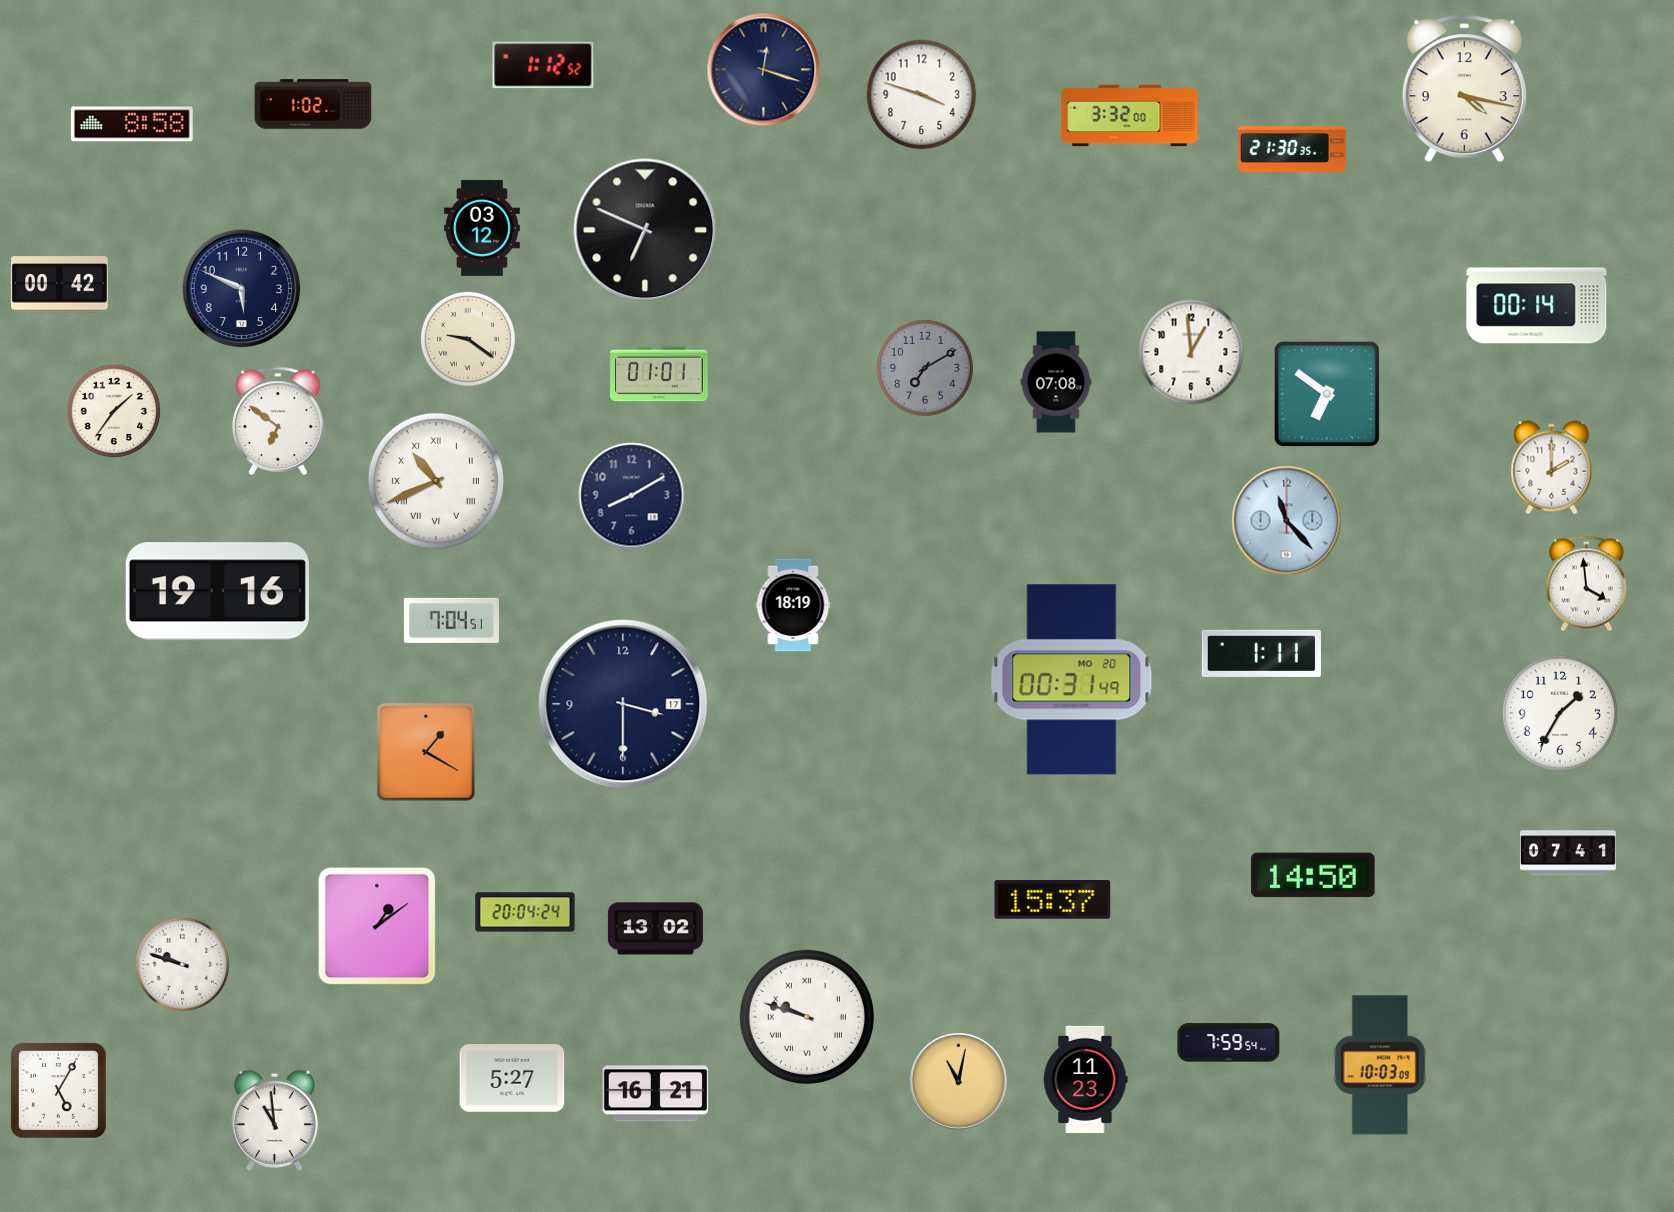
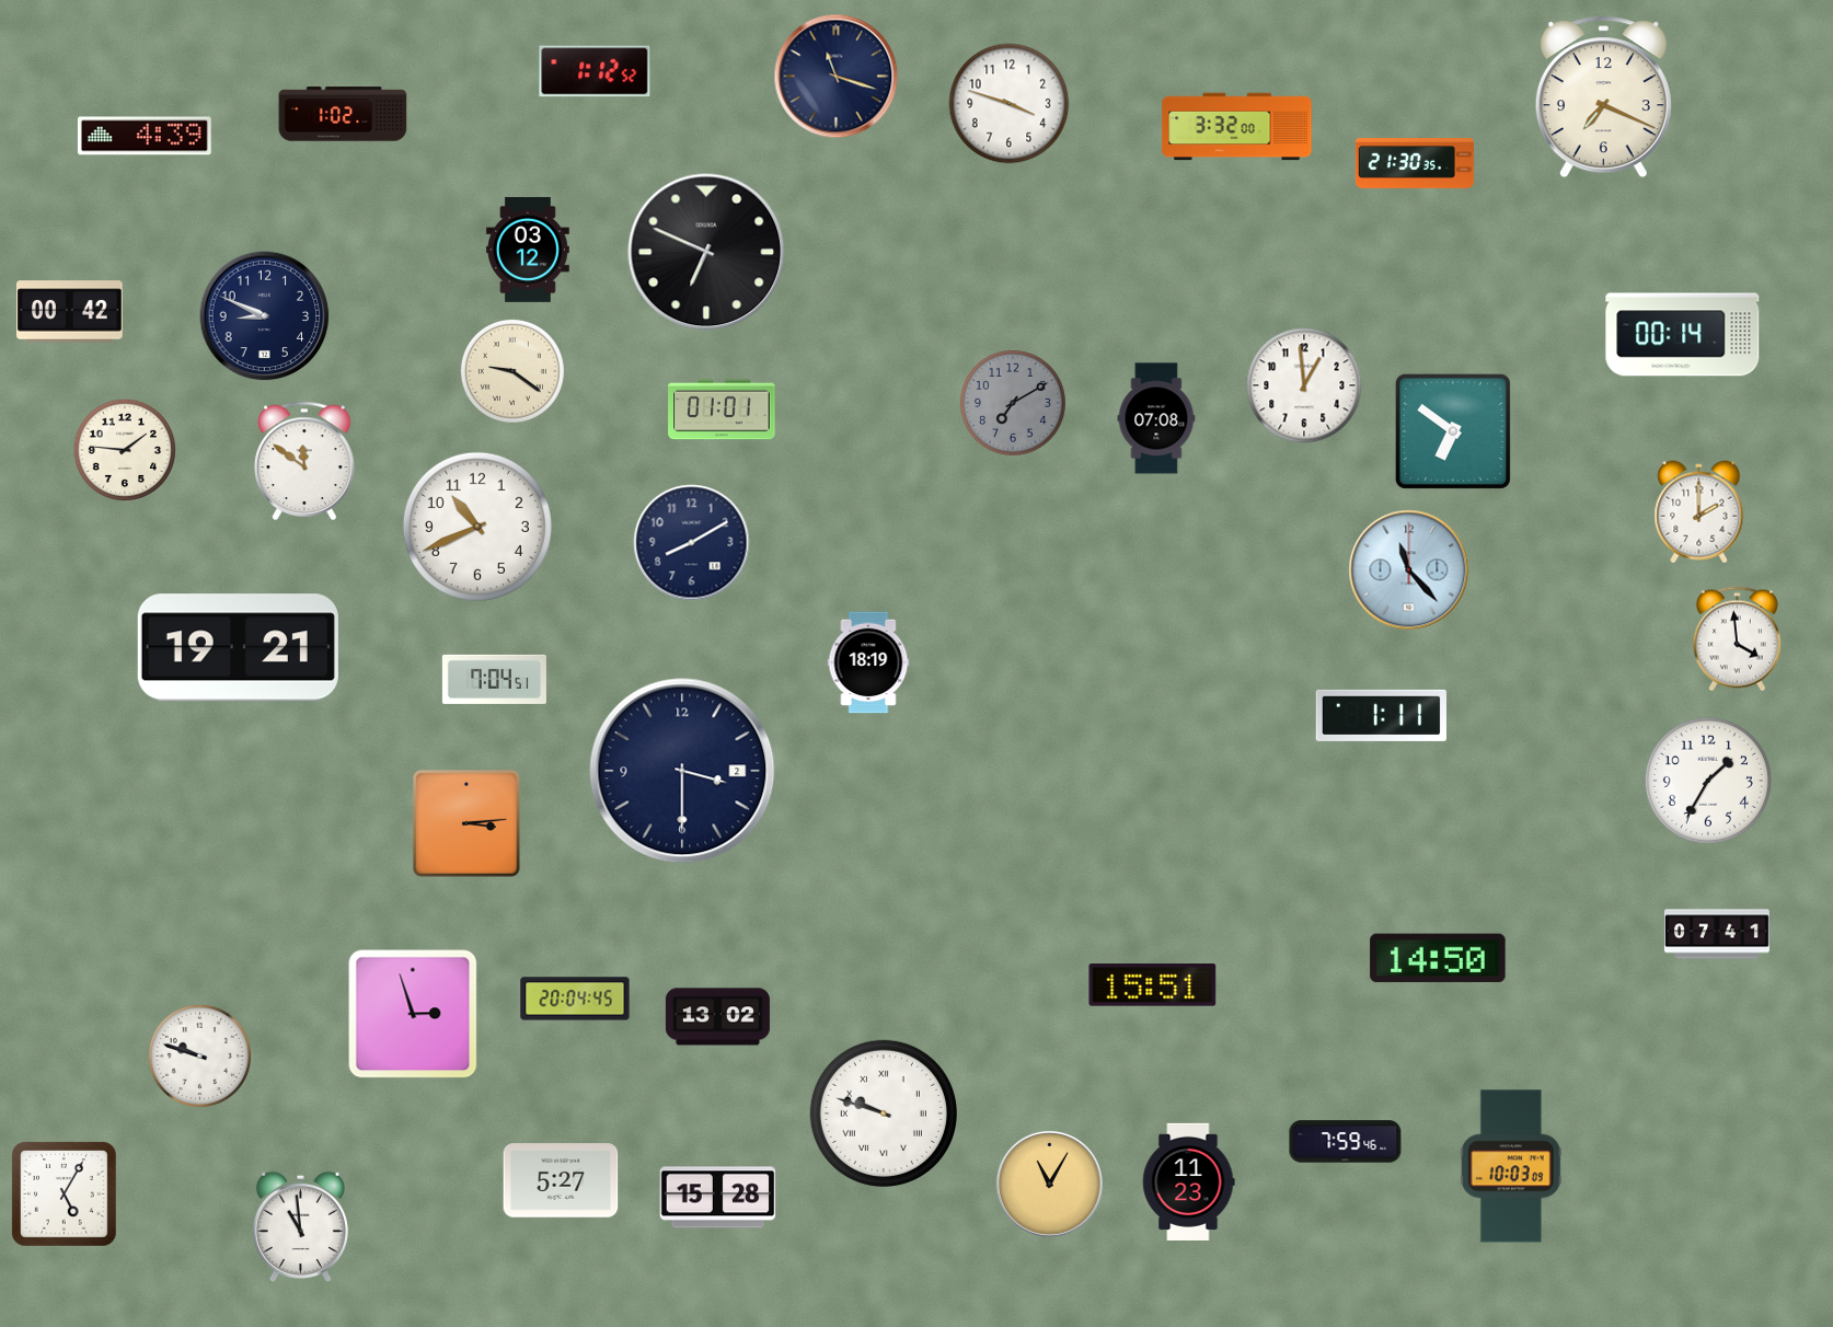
clock at (764, 70): 12:18 -> 11:18
clock at (1464, 89): 4:17 -> 7:19
clock at (132, 124): 8:58 -> 4:39
clock at (60, 285) position: (60, 285) -> (70, 312)
clock at (242, 289): 5:49 -> 8:49
clock at (113, 410): 1:36 -> 1:46
clock at (278, 421): 6:51 -> 11:51
clock at (436, 481) numerals: Roman -> Arabic
clock at (217, 592): 19:16 -> 19:21
clock at (1072, 680): 00:31 -> none
clock at (623, 704) date: 17 -> 2
clock at (427, 753): 1:20 -> 3:14
clock at (1053, 900): 15:37 -> 15:51
clock at (525, 912): 20:04:24 -> 20:04:45
clock at (377, 926): 1:09 -> 2:57
clock at (1229, 1043): 7:59:54 -> 7:59:46
clock at (958, 1081): 11:02 -> 11:05
clock at (656, 1094): 16:21 -> 15:28
